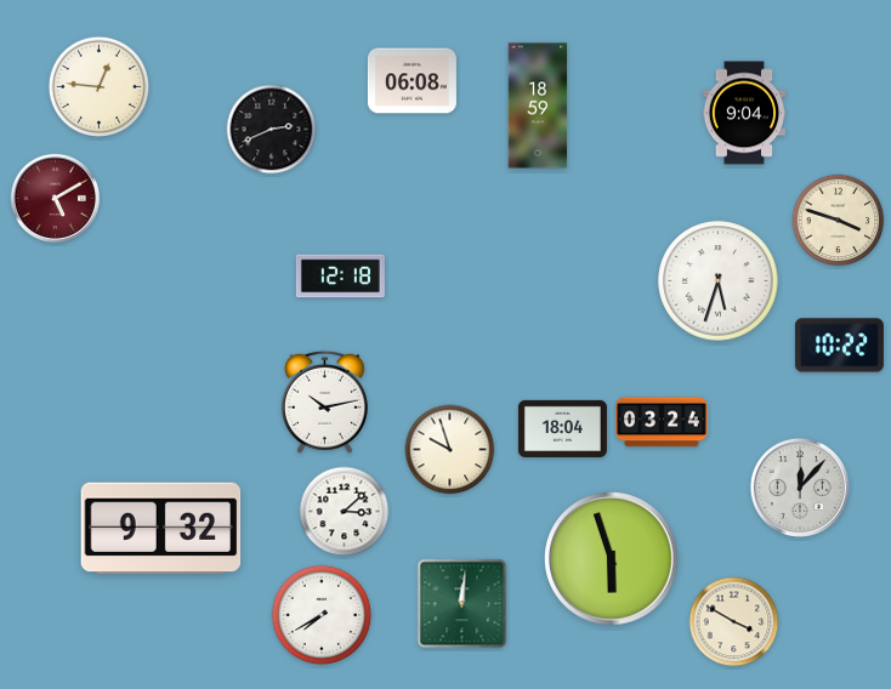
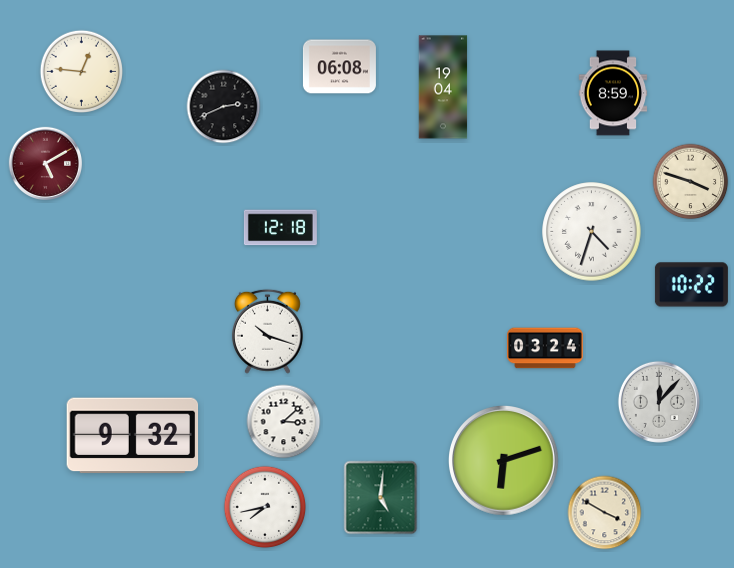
clock at (538, 106): 18:59 -> 19:04
clock at (744, 113): 9:04 -> 8:59
clock at (719, 281): 5:33 -> 4:33
clock at (324, 402): 10:13 -> 10:18
clock at (562, 428): 18:04 -> none
clock at (450, 450): 9:57 -> none
clock at (612, 559): 5:57 -> 6:12
clock at (462, 604): 12:01 -> 5:01
clock at (322, 615): 7:40 -> 7:43
